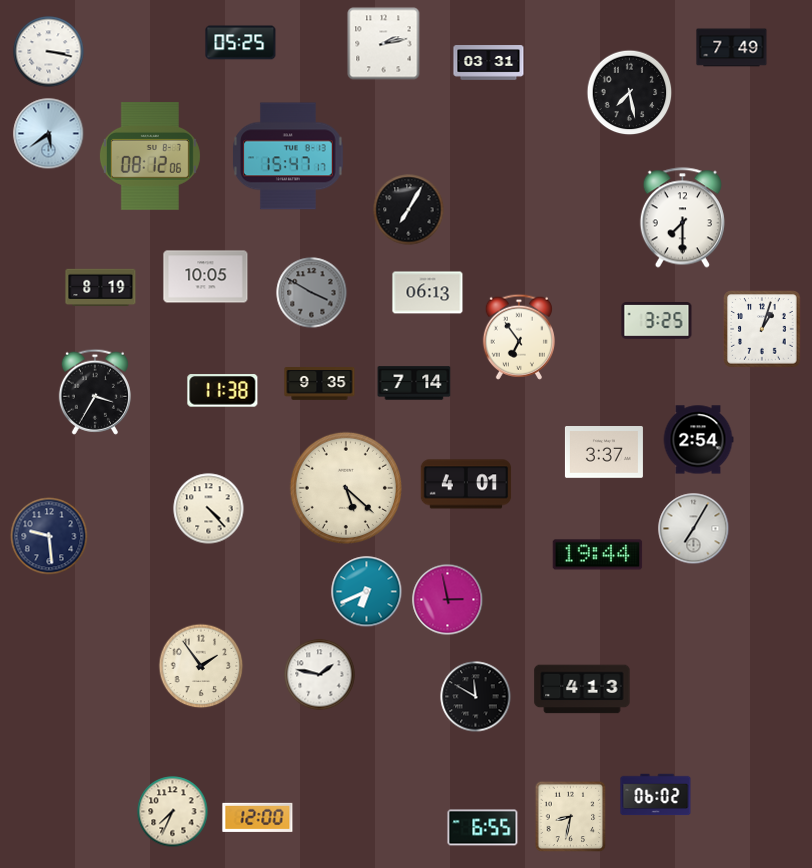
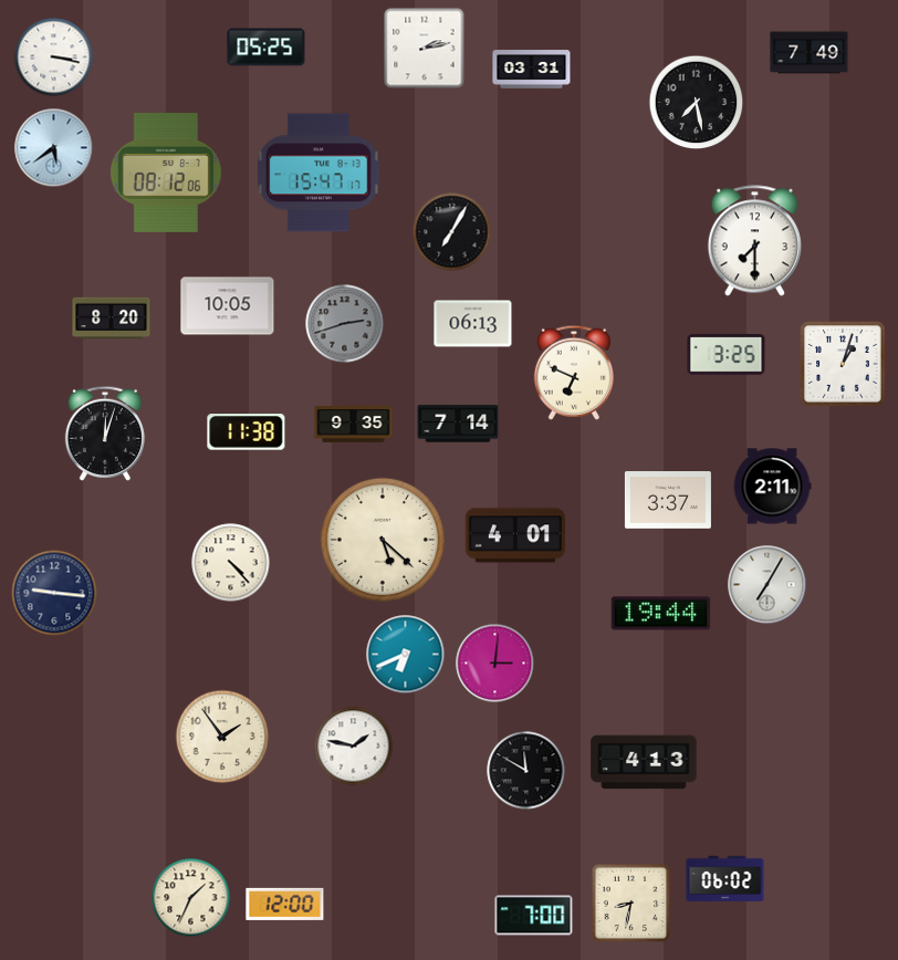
clock at (489, 63) position: (489, 63) -> (532, 70)
clock at (101, 288): 8:19 -> 8:20
clock at (312, 293): 3:50 -> 2:42
clock at (519, 337): 6:54 -> 6:49
clock at (95, 392): 3:35 -> 12:03
clock at (698, 440): 2:54 -> 2:11
clock at (49, 536): 9:29 -> 9:16
clock at (448, 600): 2:58 -> 3:01
clock at (173, 812): 7:34 -> 1:34
clock at (483, 828): 6:55 -> 7:00
